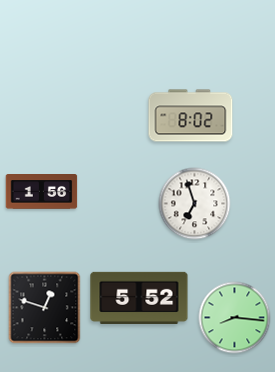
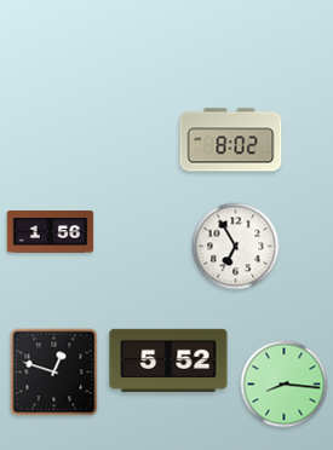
clock at (195, 204): 6:57 -> 6:55
